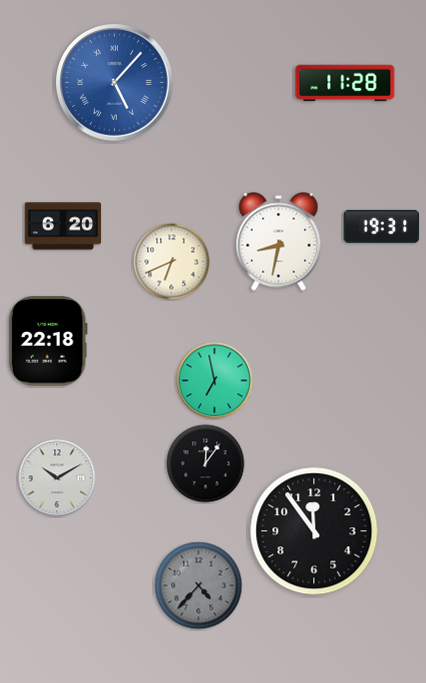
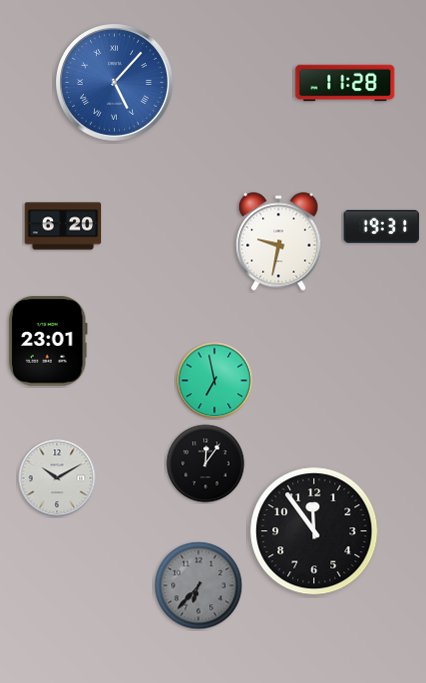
clock at (279, 242): 8:32 -> 9:32
clock at (172, 262): 6:41 -> none
clock at (48, 341): 22:18 -> 23:01
clock at (199, 586): 4:37 -> 6:37
